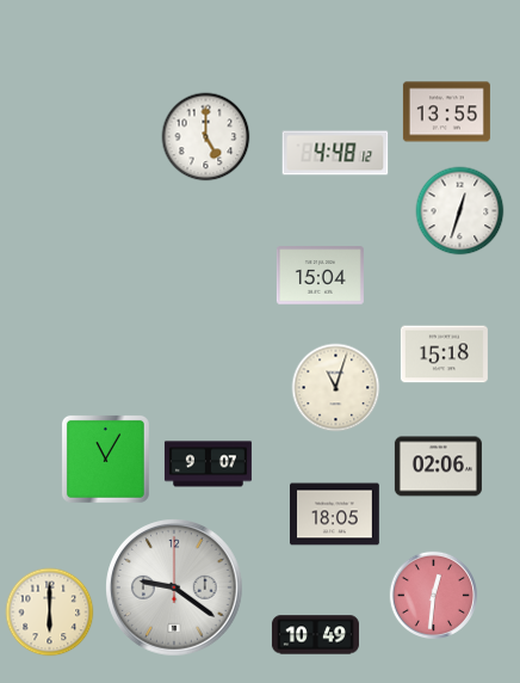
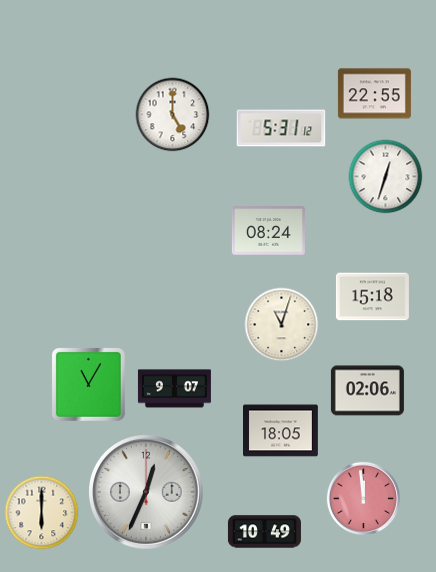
clock at (446, 112): 13:55 -> 22:55
clock at (335, 153): 4:48 -> 5:31
clock at (320, 276): 15:04 -> 08:24
clock at (175, 589): 9:21 -> 12:34
clock at (433, 595): 12:31 -> 11:59
